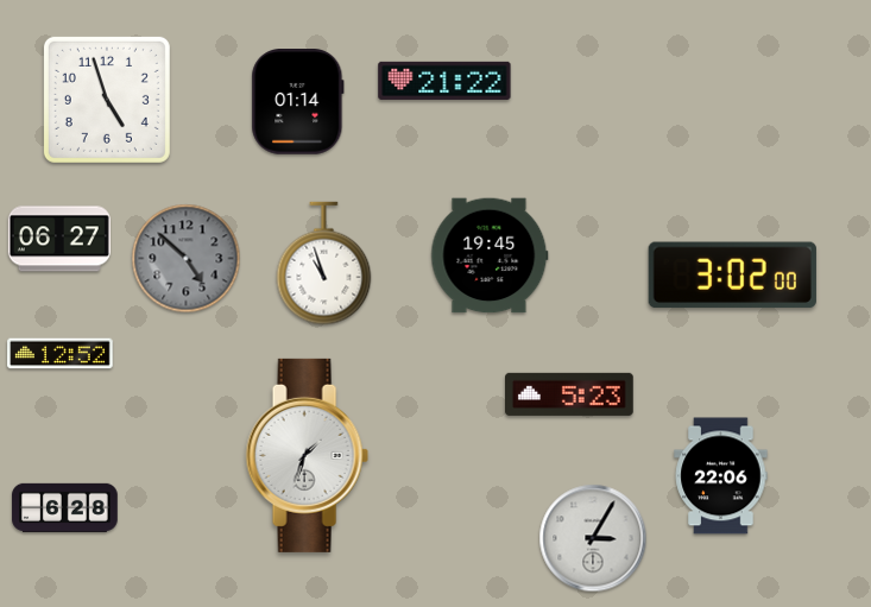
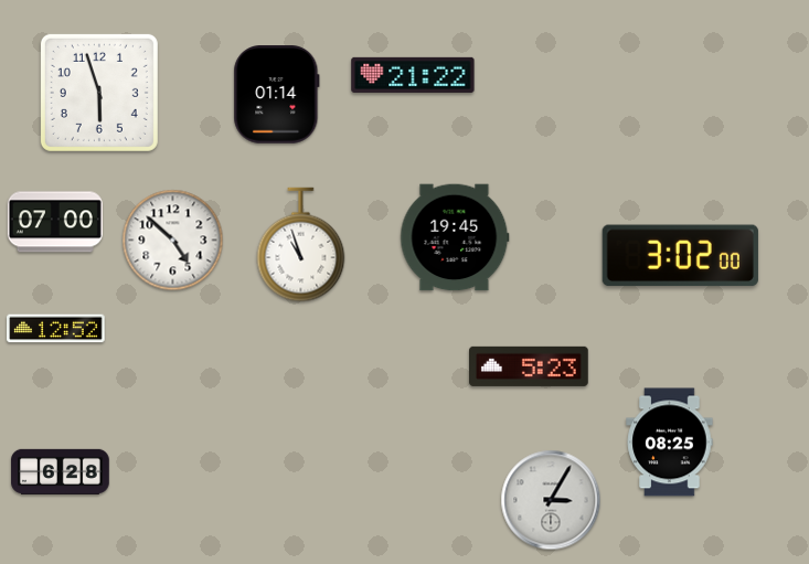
clock at (107, 100): 4:57 -> 5:57
clock at (59, 239): 06:27 -> 07:00
clock at (187, 259) dial: grey -> white
clock at (307, 455): 1:33 -> none
clock at (721, 476): 22:06 -> 08:25
